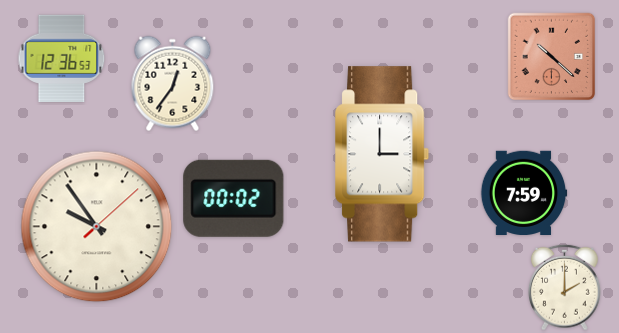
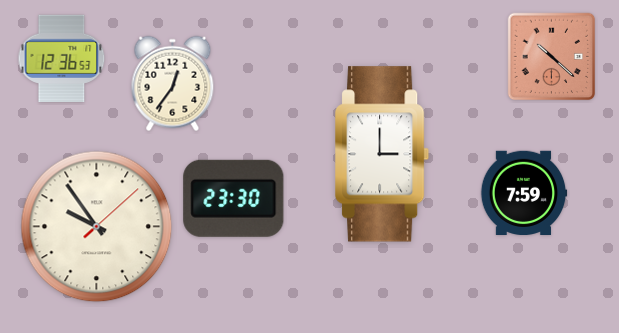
clock at (234, 198): 00:02 -> 23:30
clock at (565, 287): 2:00 -> none
